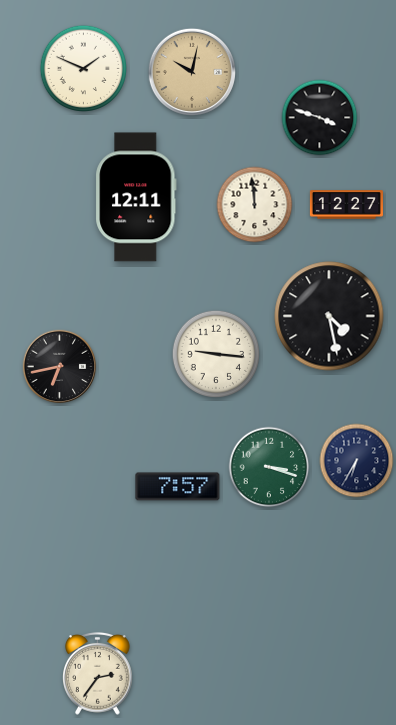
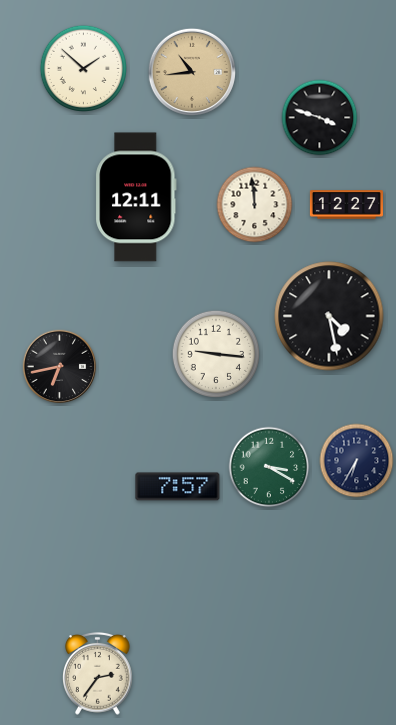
clock at (83, 68): 1:49 -> 1:52
clock at (192, 72): 10:02 -> 10:44
clock at (269, 467): 3:18 -> 3:20
